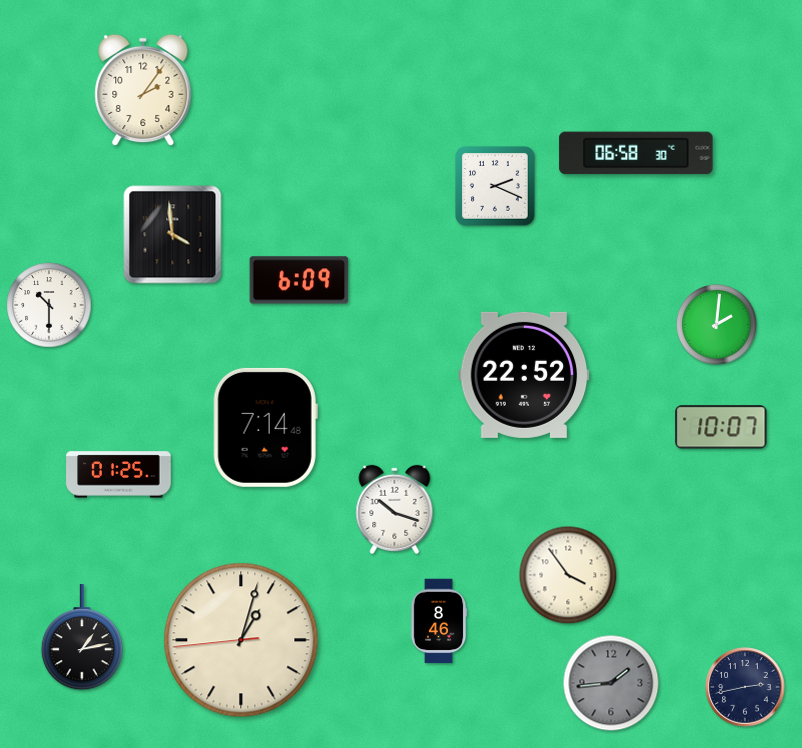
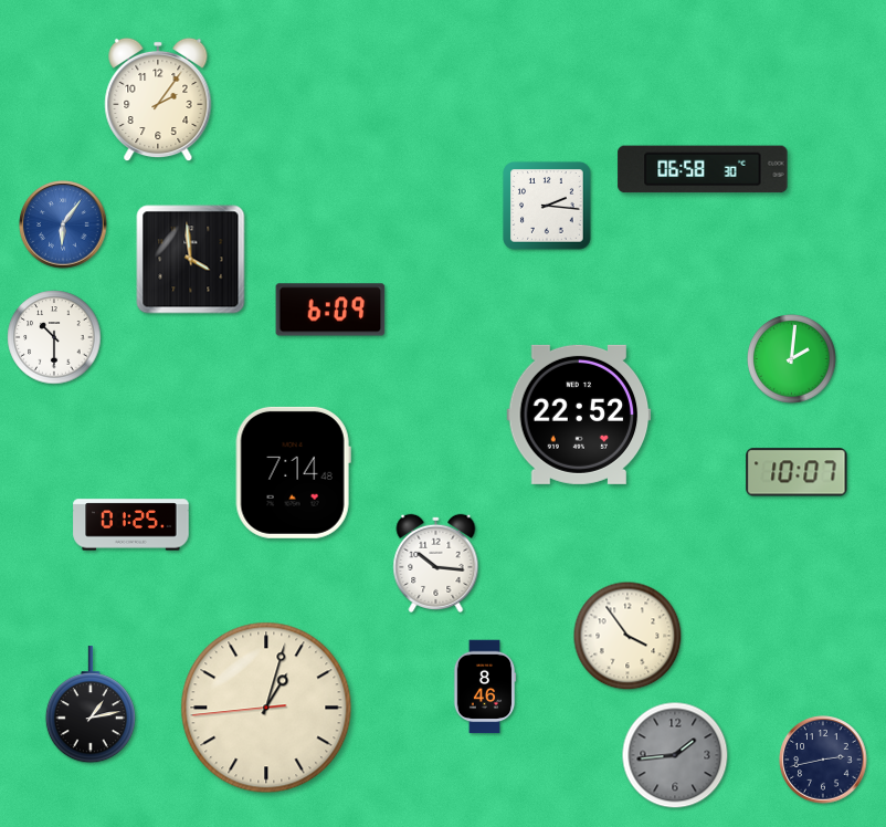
clock at (495, 186): 2:19 -> 2:16
clock at (63, 224): none -> 6:06
clock at (395, 509): 10:18 -> 10:16
